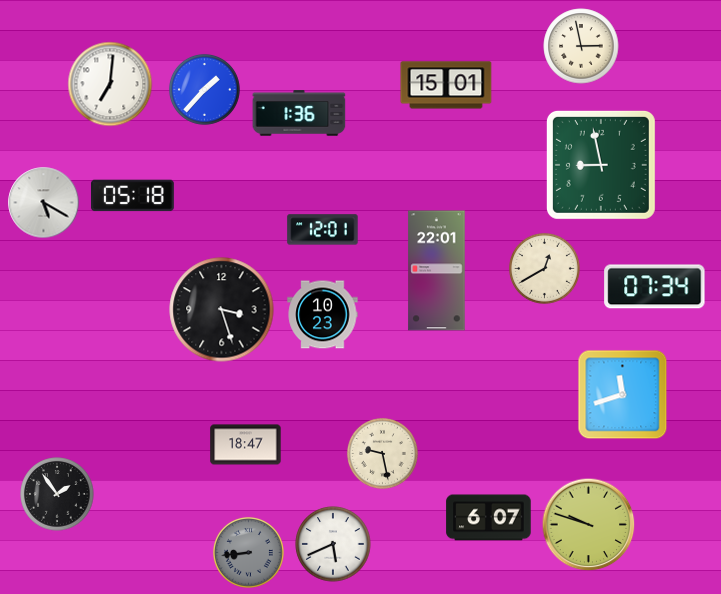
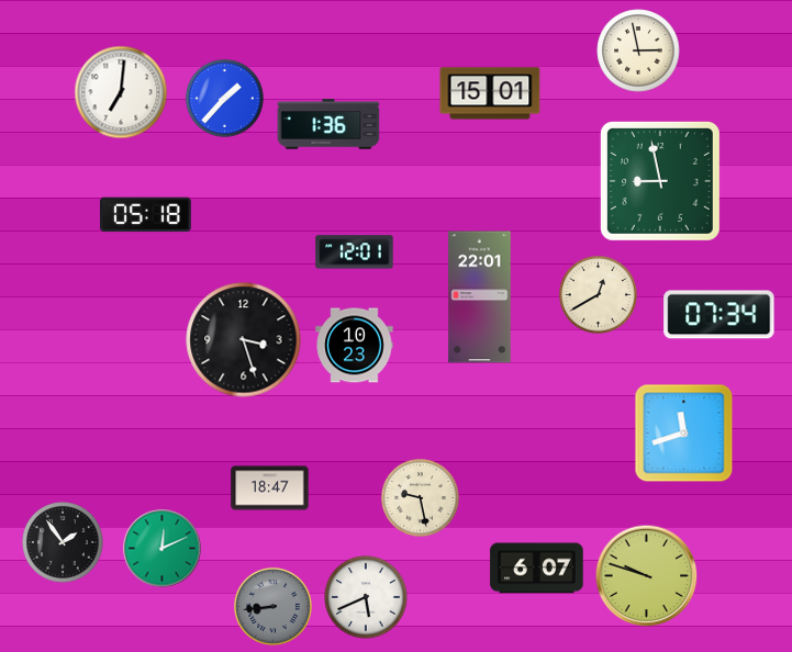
clock at (44, 203): 5:20 -> none
clock at (163, 549): none -> 12:11
